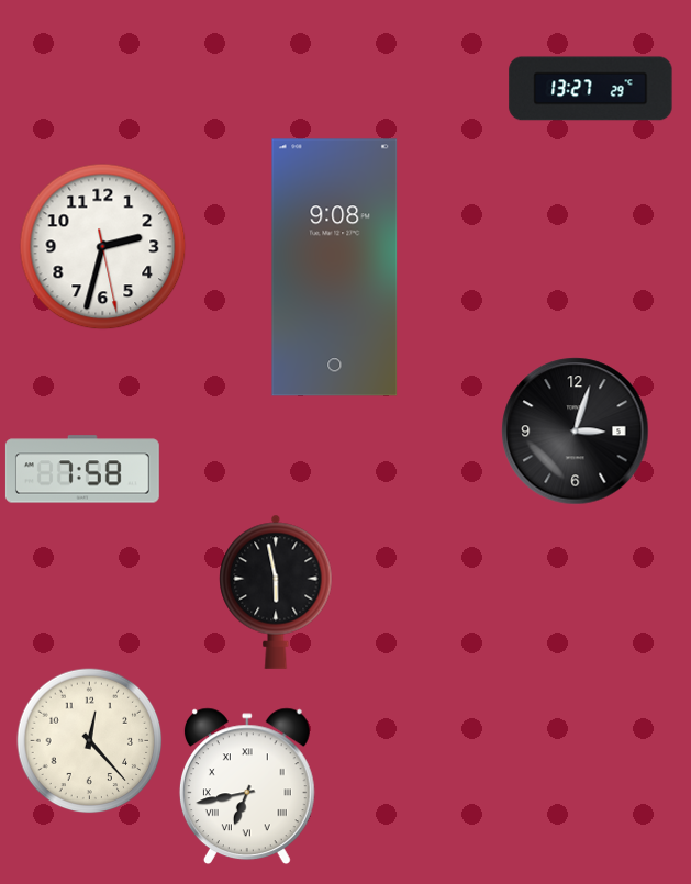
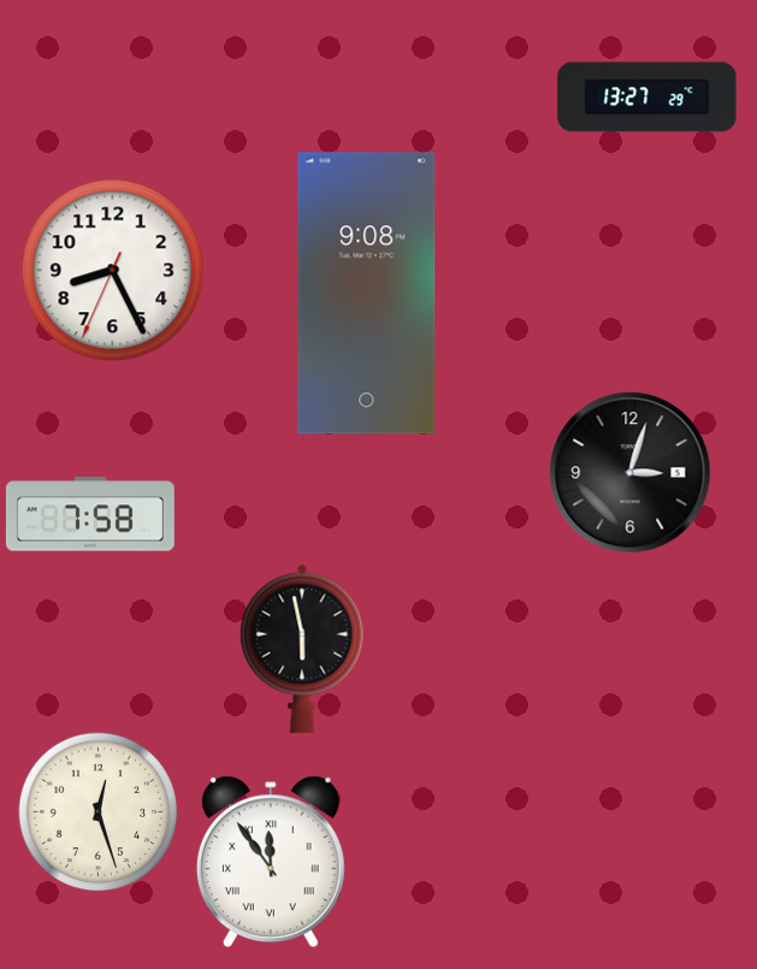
clock at (103, 247): 2:32 -> 8:25
clock at (90, 741): 12:23 -> 12:27
clock at (247, 786): 6:43 -> 11:54
